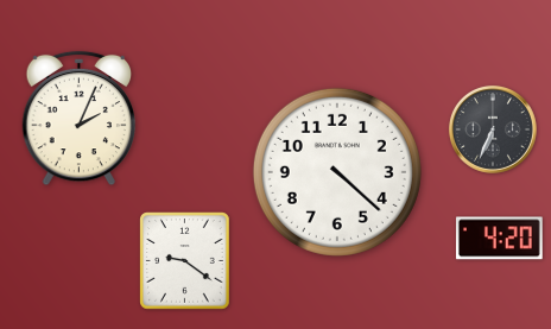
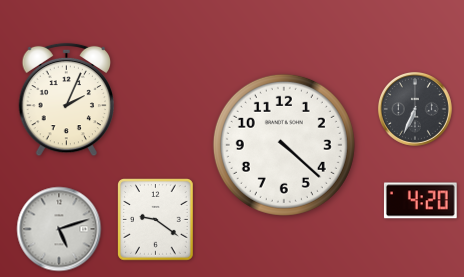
clock at (59, 229): none -> 5:12
